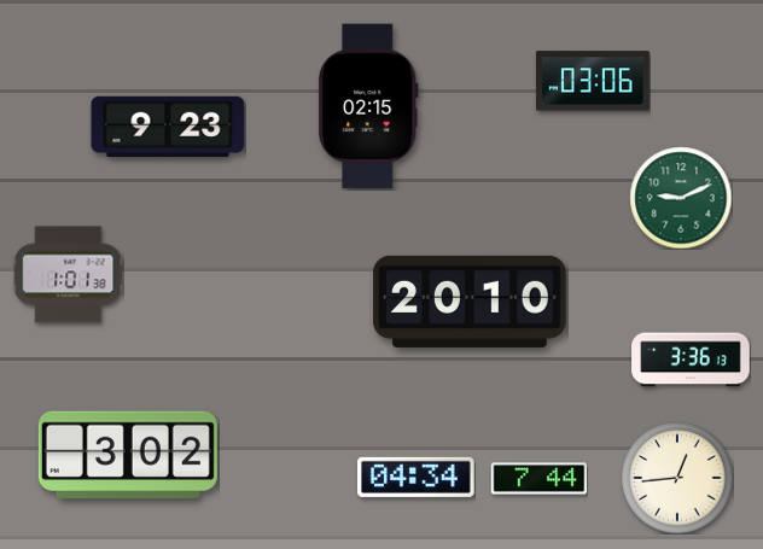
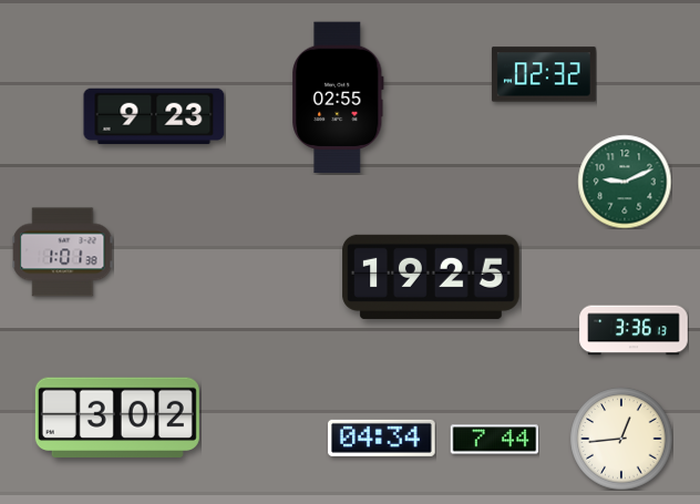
clock at (593, 81): 03:06 -> 02:32
clock at (368, 106): 02:15 -> 02:55
clock at (470, 302): 20:10 -> 19:25
